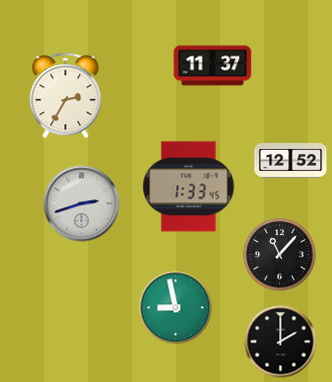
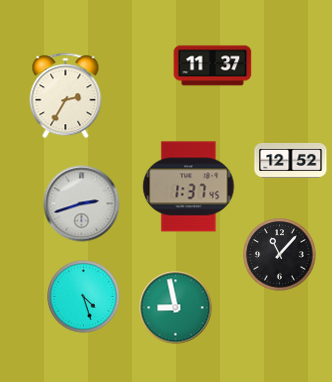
clock at (189, 187): 1:33 -> 1:37
clock at (84, 297): none -> 4:27
clock at (281, 342): 2:00 -> none
